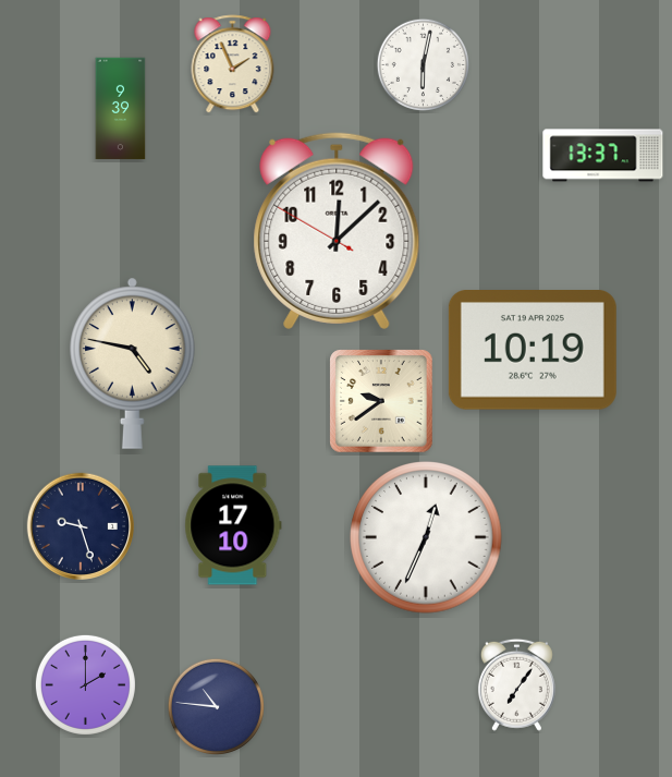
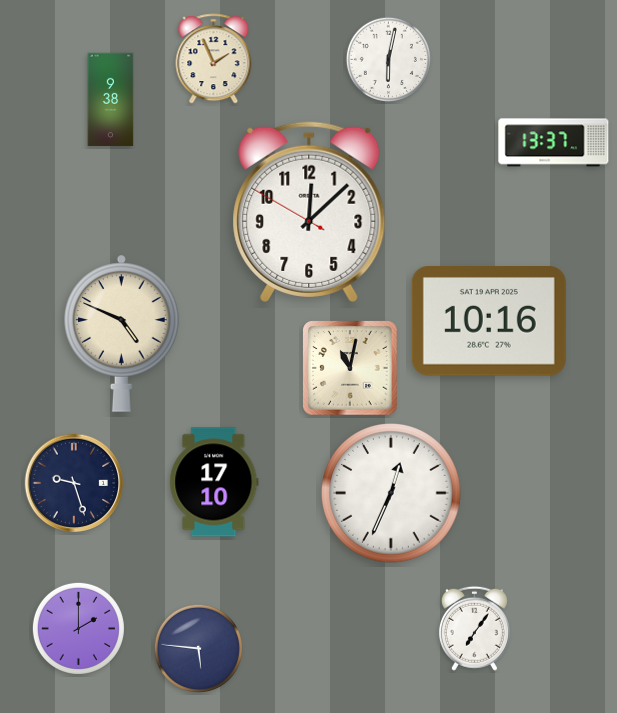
clock at (121, 109): 9:39 -> 9:38
clock at (533, 351): 10:19 -> 10:16
clock at (133, 363): 4:47 -> 4:49
clock at (381, 401): 9:39 -> 11:02
clock at (216, 706): 10:46 -> 5:46
